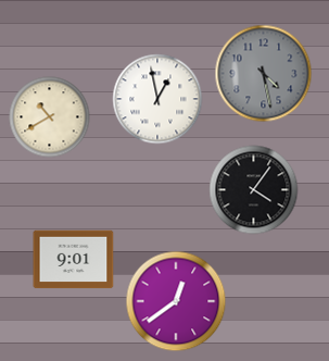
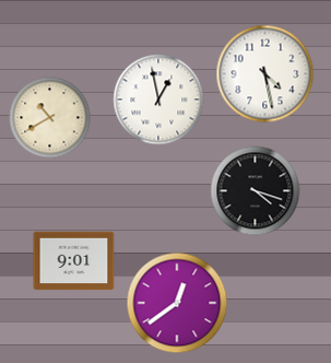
clock at (264, 74) dial: grey -> white
clock at (254, 190): 4:06 -> 4:18
